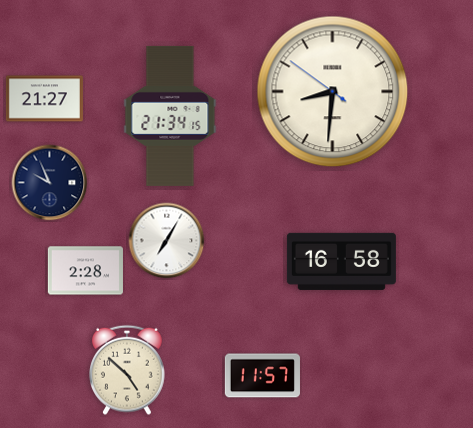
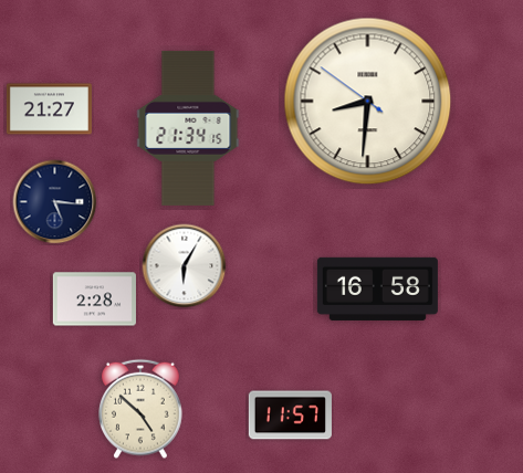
clock at (50, 183): 9:56 -> 5:16
clock at (167, 241): 7:05 -> 6:05
